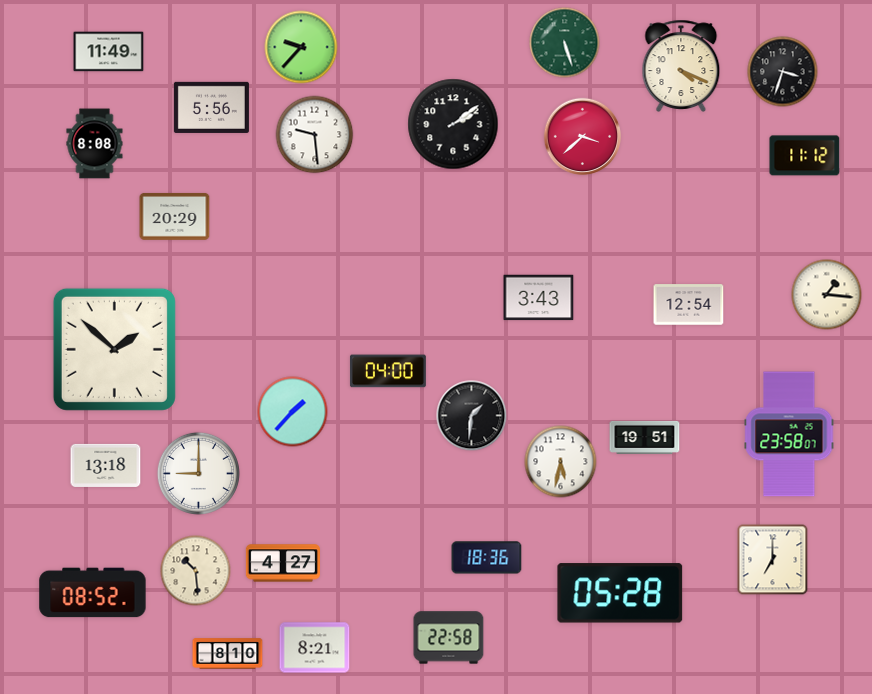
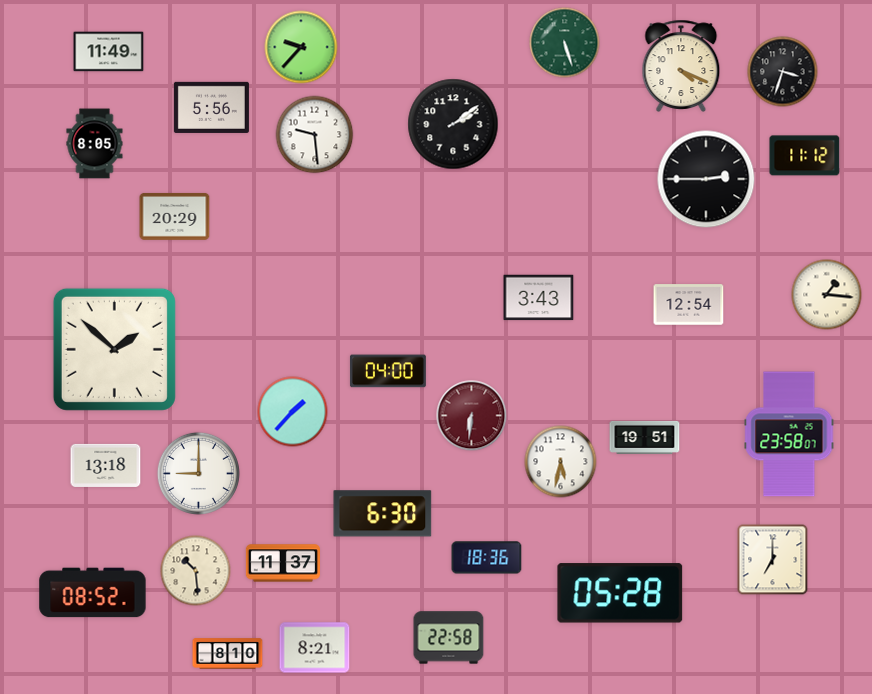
clock at (583, 137): 3:38 -> none
clock at (95, 144): 8:08 -> 8:05
clock at (706, 179): none -> 2:45
clock at (472, 416): 1:31 -> 6:31
clock at (472, 416) dial: black -> burgundy
clock at (383, 514): none -> 6:30
clock at (282, 563): 4:27 -> 11:37
